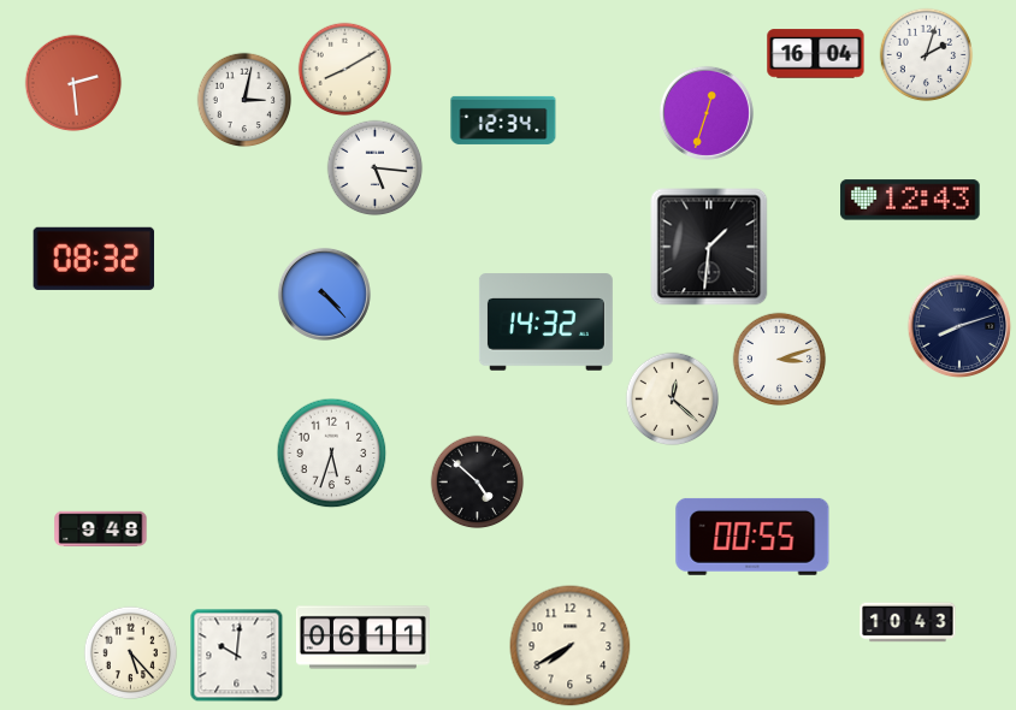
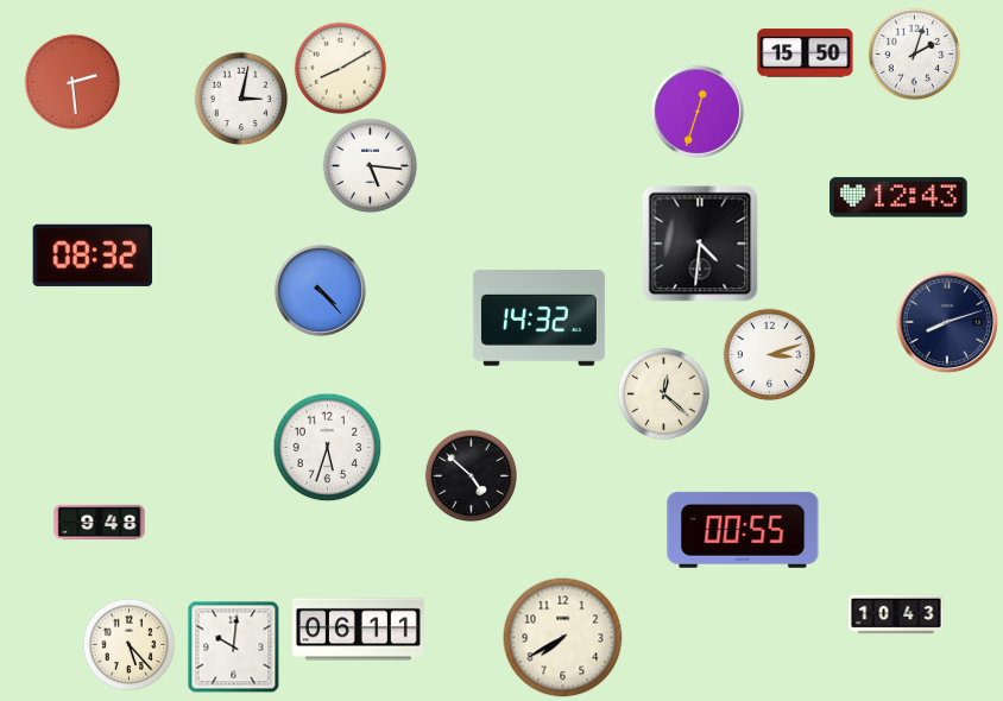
clock at (816, 54): 16:04 -> 15:50
clock at (503, 120): 12:34 -> none
clock at (709, 247): 1:31 -> 4:31
